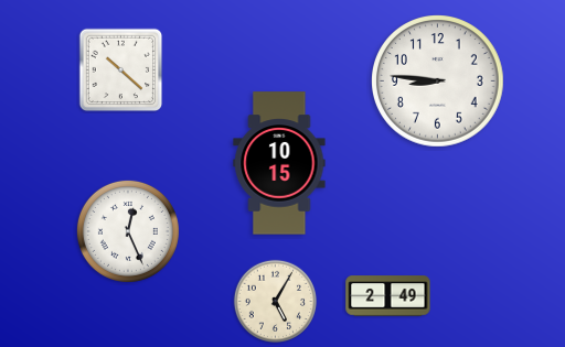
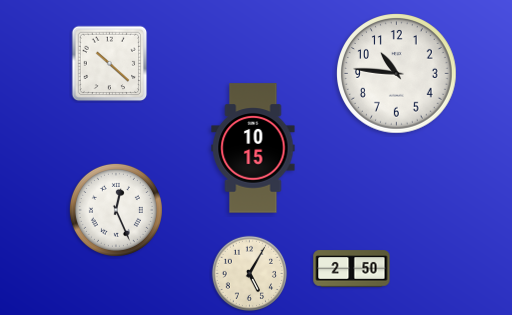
clock at (438, 82): 8:46 -> 10:46
clock at (388, 296): 2:49 -> 2:50
